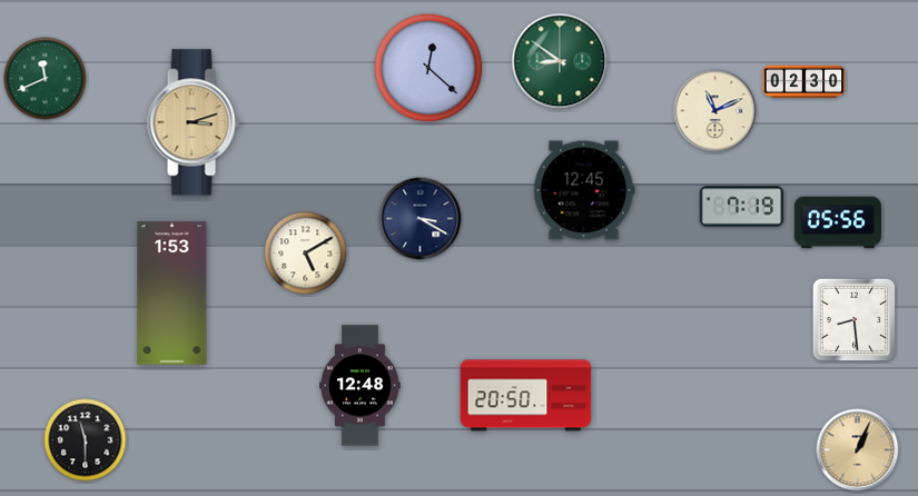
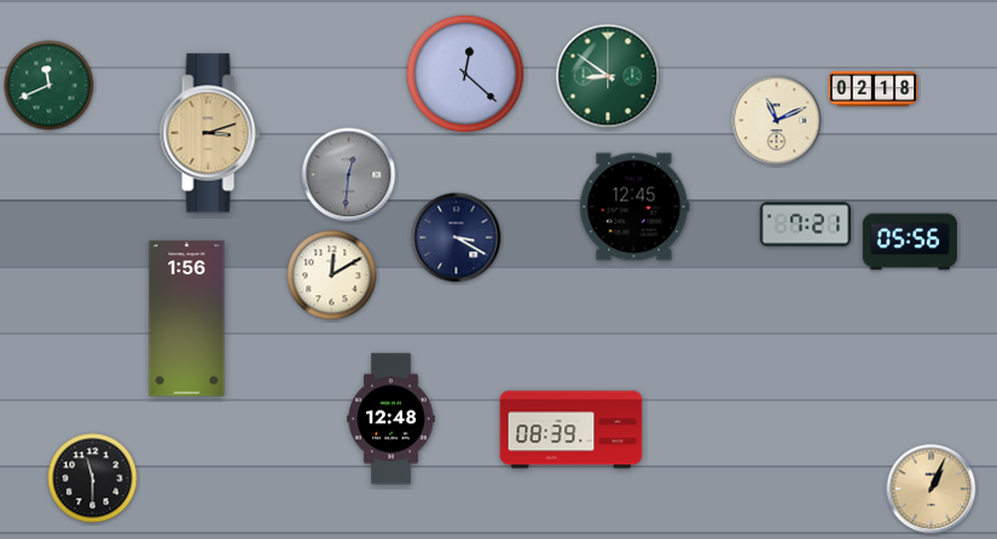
clock at (560, 61) position: (560, 61) -> (608, 76)
clock at (805, 81): 02:30 -> 02:18
clock at (349, 175): none -> 12:31
clock at (742, 207): 7:19 -> 7:21
clock at (306, 254): 5:10 -> 12:10
clock at (172, 294): 1:53 -> 1:56
clock at (855, 320): 8:29 -> none
clock at (526, 396): 20:50 -> 08:39
